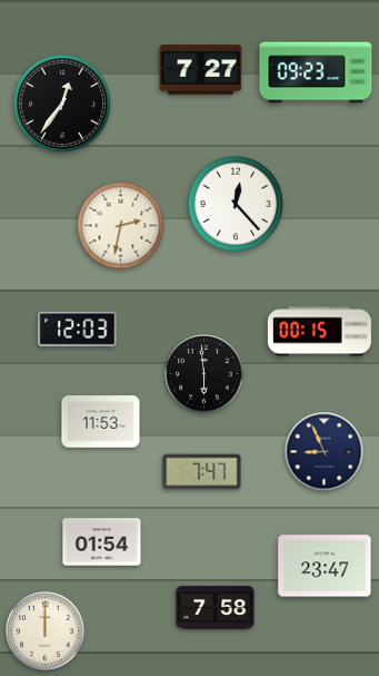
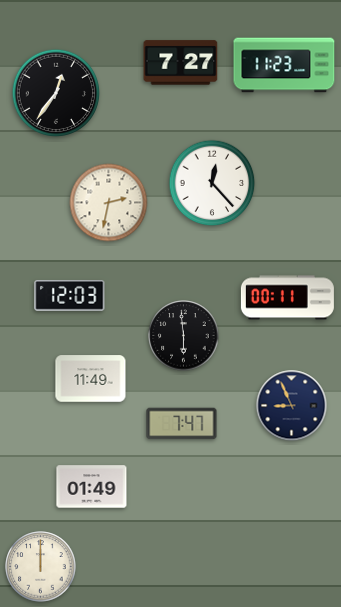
clock at (316, 72): 09:23 -> 11:23
clock at (319, 332): 00:15 -> 00:11
clock at (101, 422): 11:53 -> 11:49
clock at (102, 542): 01:54 -> 01:49
clock at (325, 566): 23:47 -> none
clock at (216, 608): 7:58 -> none
